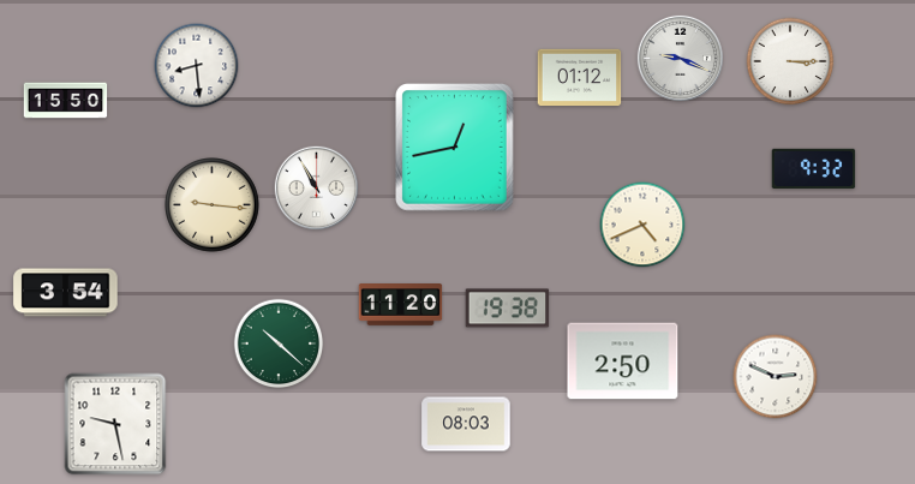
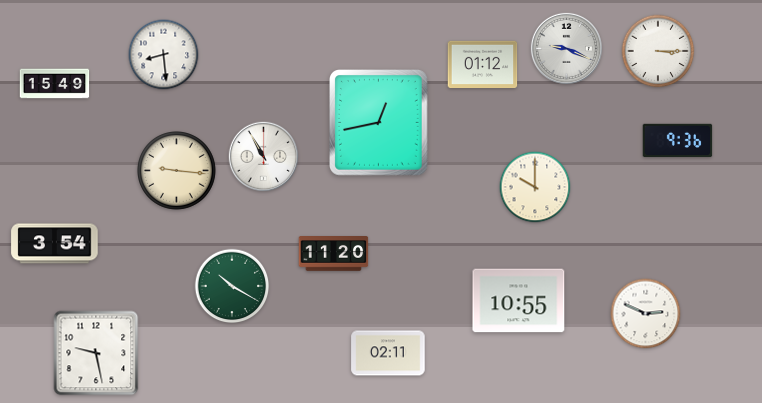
clock at (66, 101): 15:50 -> 15:49
clock at (814, 169): 9:32 -> 9:36
clock at (642, 225): 4:41 -> 10:00
clock at (508, 309): 19:38 -> none
clock at (279, 343): 10:22 -> 10:20
clock at (623, 361): 2:50 -> 10:55
clock at (466, 424): 08:03 -> 02:11
